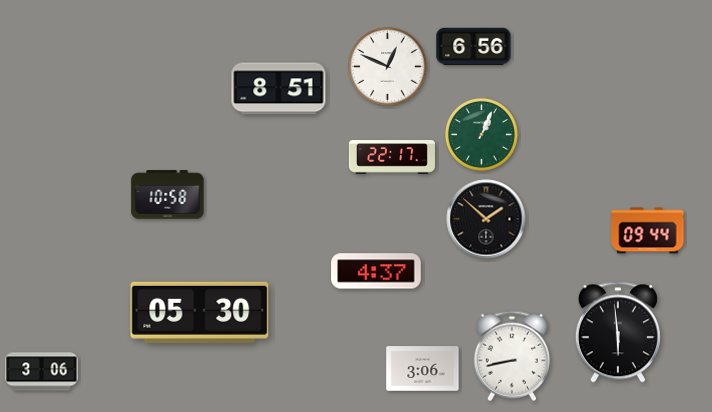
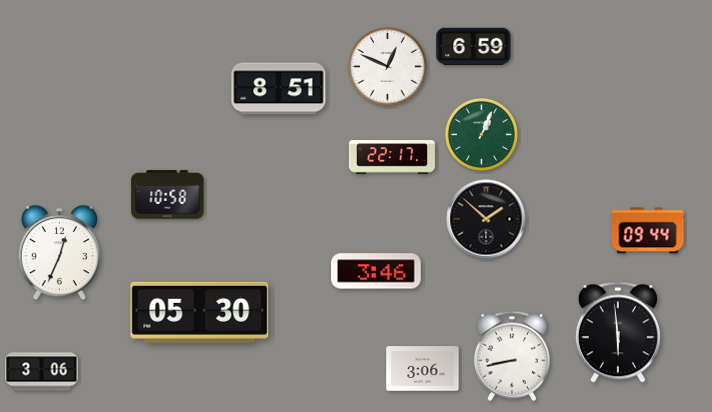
clock at (474, 47): 6:56 -> 6:59
clock at (59, 254): none -> 12:34
clock at (376, 271): 4:37 -> 3:46
